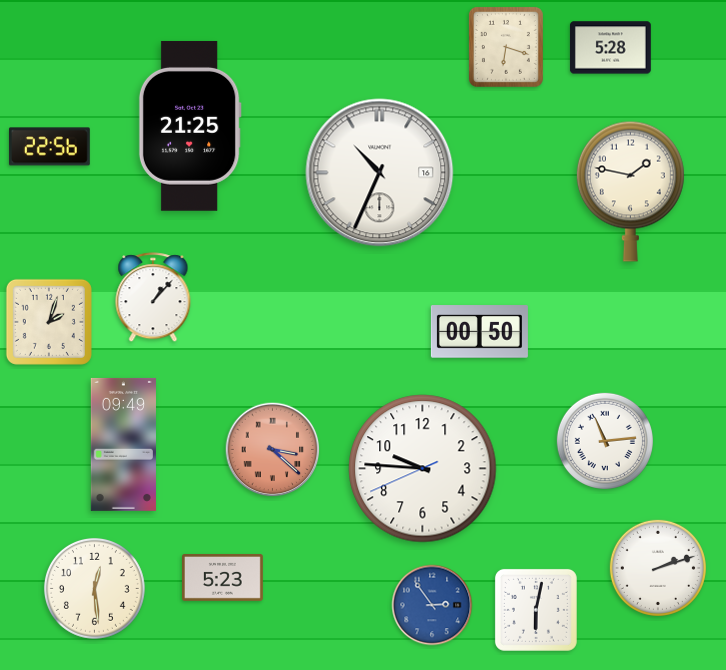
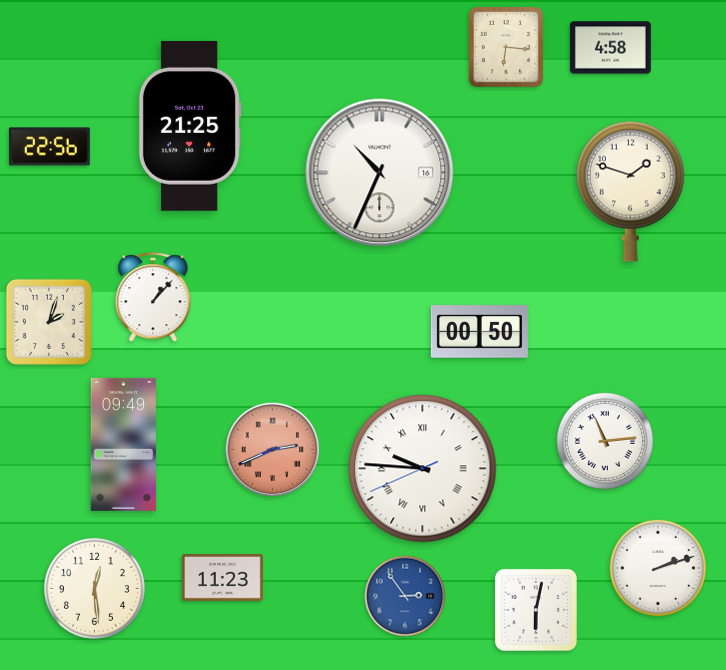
clock at (506, 47): 6:18 -> 6:16
clock at (610, 48): 5:28 -> 4:58
clock at (630, 191): 1:47 -> 1:48
clock at (273, 450): 3:22 -> 2:41
clock at (423, 469) numerals: Arabic -> Roman
clock at (223, 577): 5:23 -> 11:23
clock at (432, 605) position: (432, 605) -> (405, 596)
